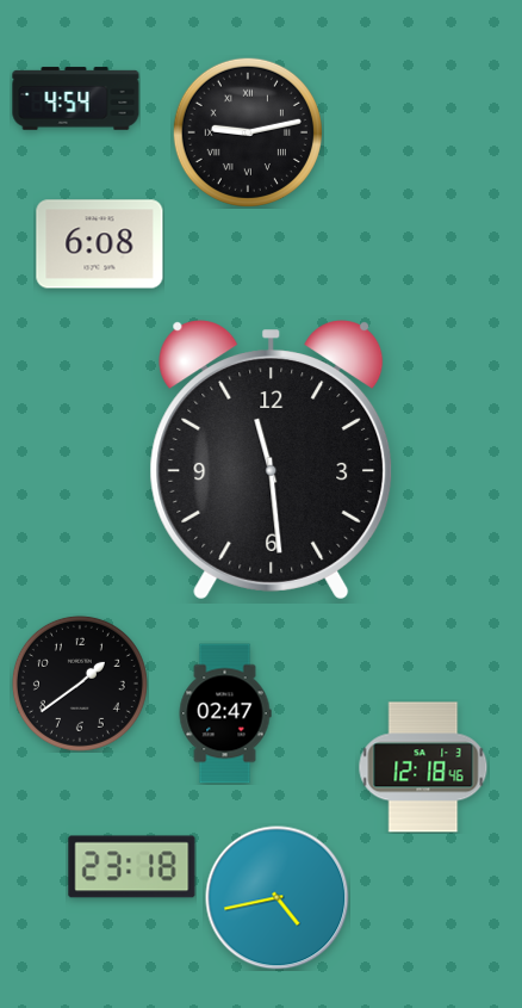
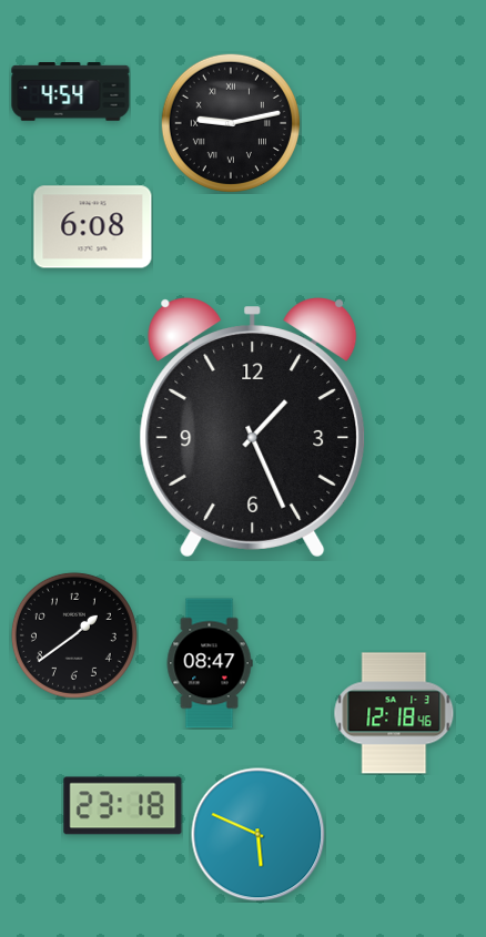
clock at (272, 460): 11:29 -> 1:26
clock at (225, 713): 02:47 -> 08:47
clock at (278, 898): 4:43 -> 5:49
